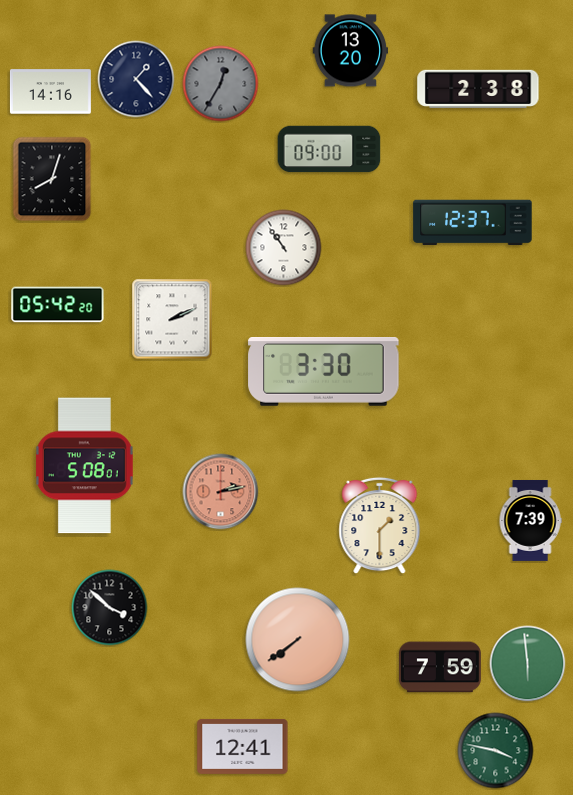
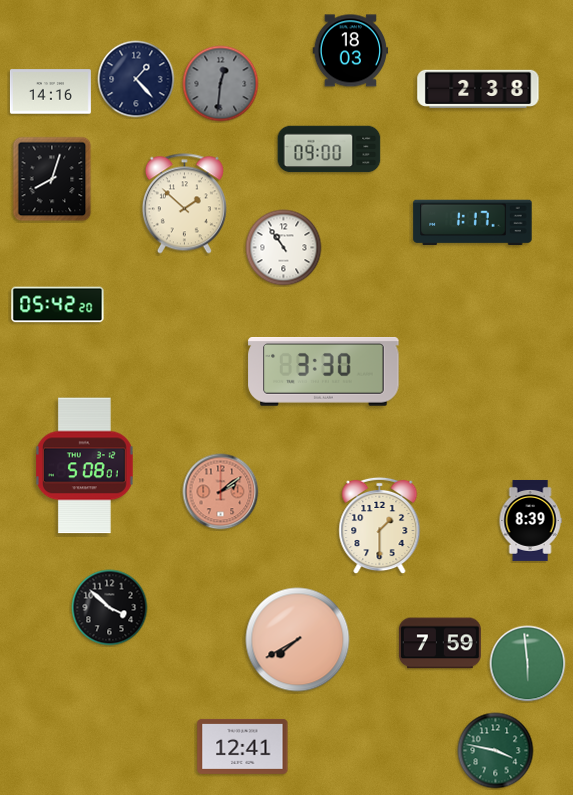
clock at (351, 51): 13:20 -> 18:03
clock at (221, 84): 12:35 -> 12:31
clock at (184, 204): none -> 1:52
clock at (473, 223): 12:37 -> 1:17
clock at (172, 319): 2:11 -> none
clock at (221, 492): 2:13 -> 2:09
clock at (530, 520): 7:39 -> 8:39
clock at (298, 640): 7:39 -> 7:40
clock at (440, 667) position: (440, 667) -> (440, 643)
